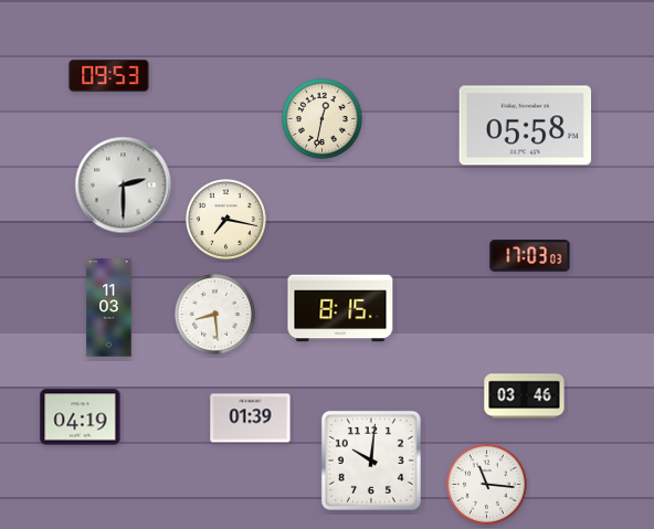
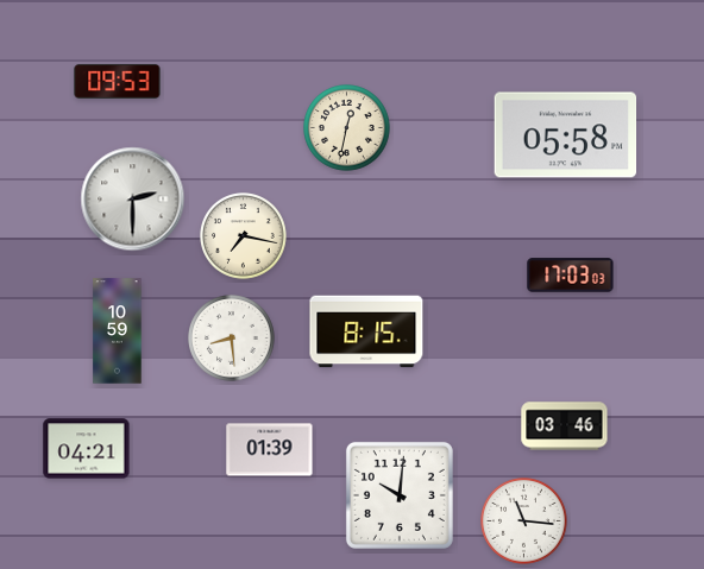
clock at (109, 308): 11:03 -> 10:59
clock at (81, 417): 04:19 -> 04:21
